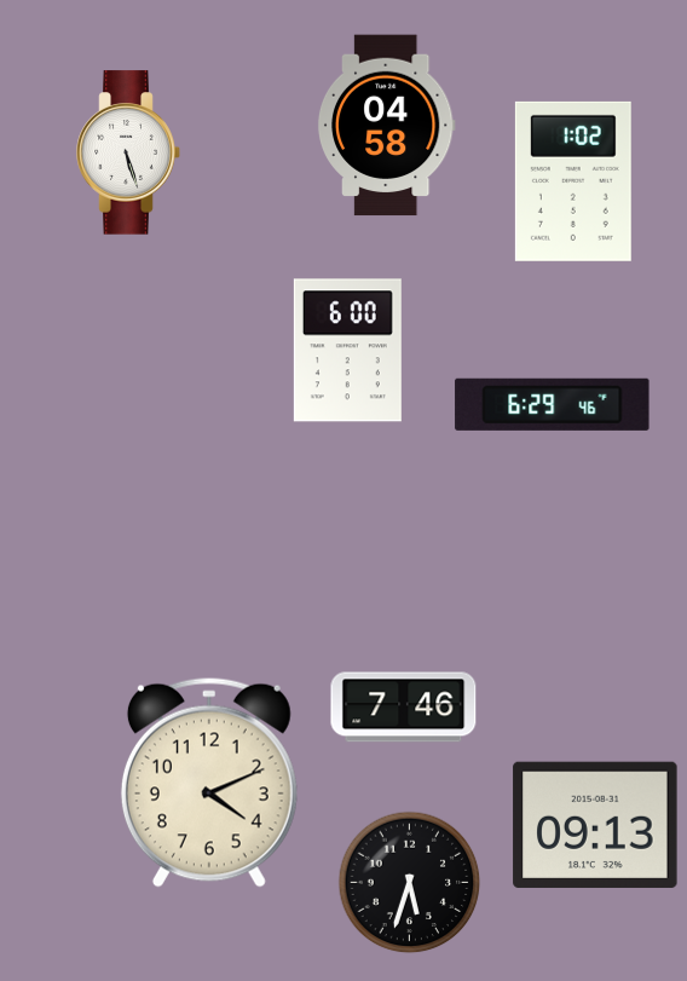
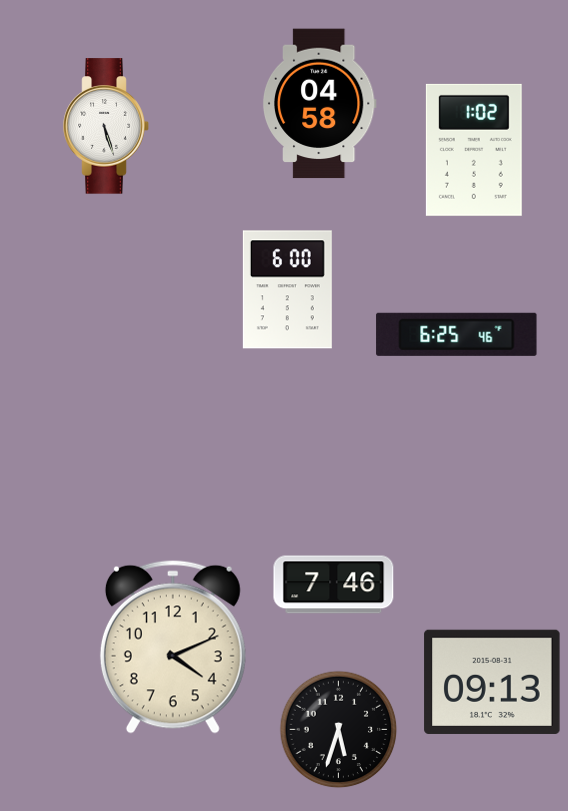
clock at (553, 404): 6:29 -> 6:25
